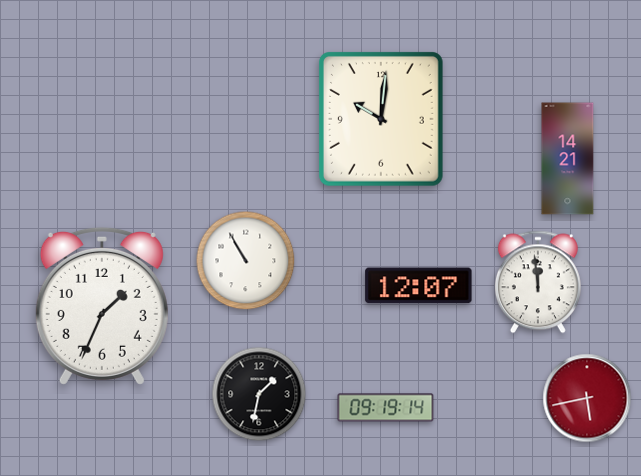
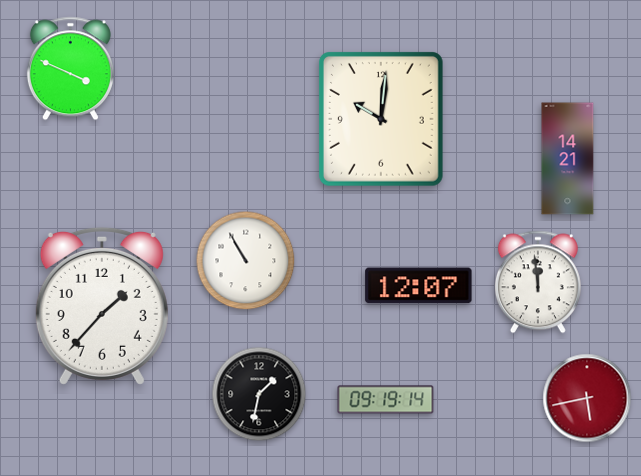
clock at (70, 69): none -> 3:49
clock at (102, 306): 1:34 -> 1:37
clock at (386, 408) position: (386, 408) -> (386, 400)
